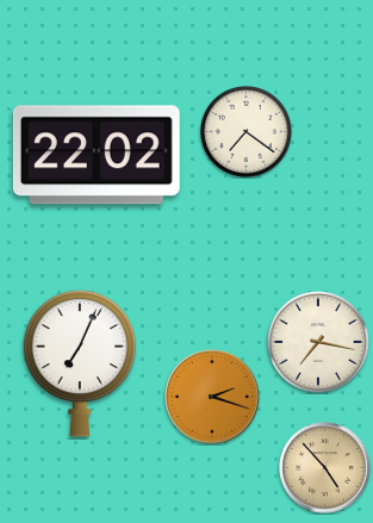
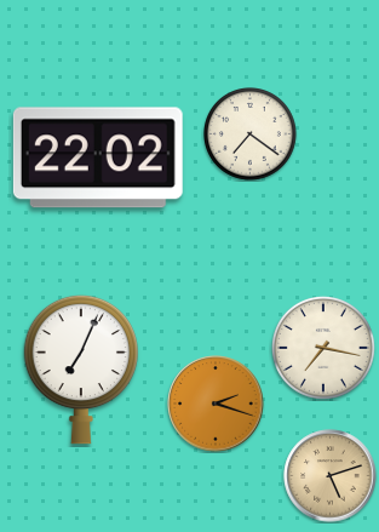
clock at (325, 468): 4:53 -> 5:12
